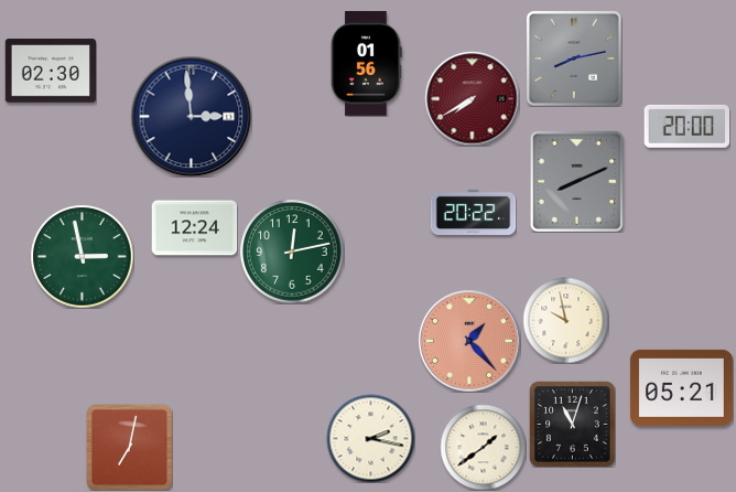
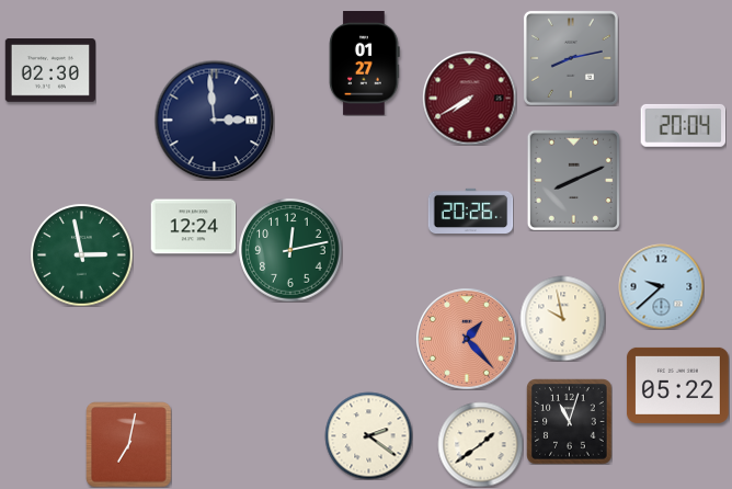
clock at (367, 64): 01:56 -> 01:27
clock at (191, 116) position: (191, 116) -> (214, 120)
clock at (686, 126): 20:00 -> 20:04
clock at (473, 213): 20:22 -> 20:26
clock at (661, 286): none -> 9:38
clock at (681, 387): 05:21 -> 05:22
clock at (370, 438): 2:17 -> 2:21
